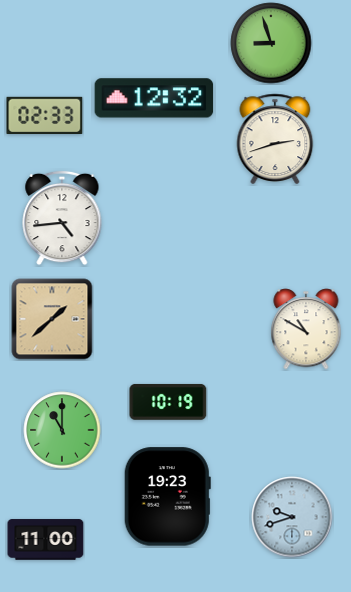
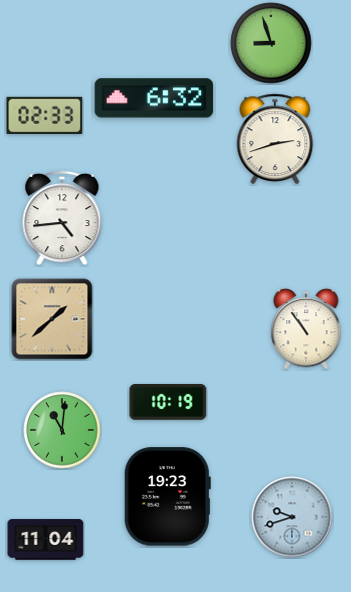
clock at (154, 98): 12:32 -> 6:32
clock at (306, 329): 10:50 -> 10:54
clock at (62, 430): 11:00 -> 11:01
clock at (46, 540): 11:00 -> 11:04
